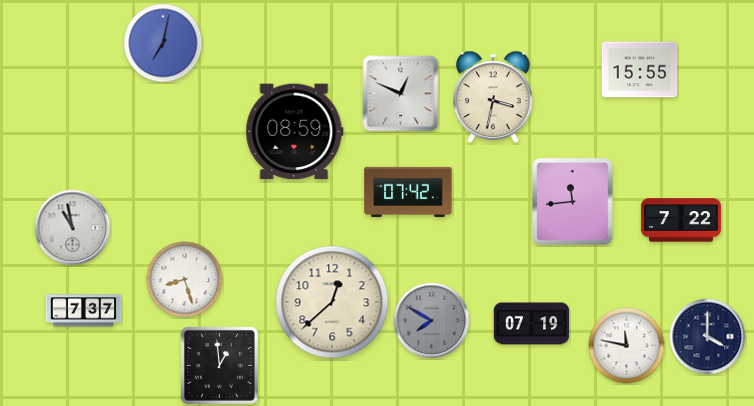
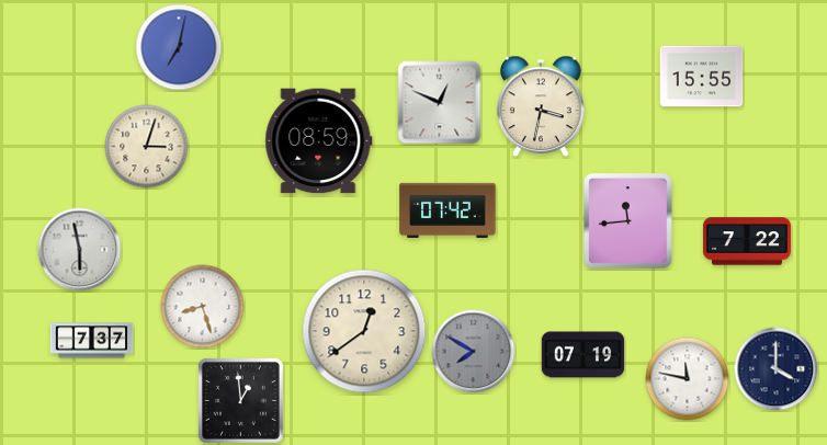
clock at (295, 132) position: (295, 132) -> (319, 141)
clock at (147, 147): none -> 3:03
clock at (73, 228): 10:58 -> 5:58
clock at (332, 302): 12:38 -> 12:39
